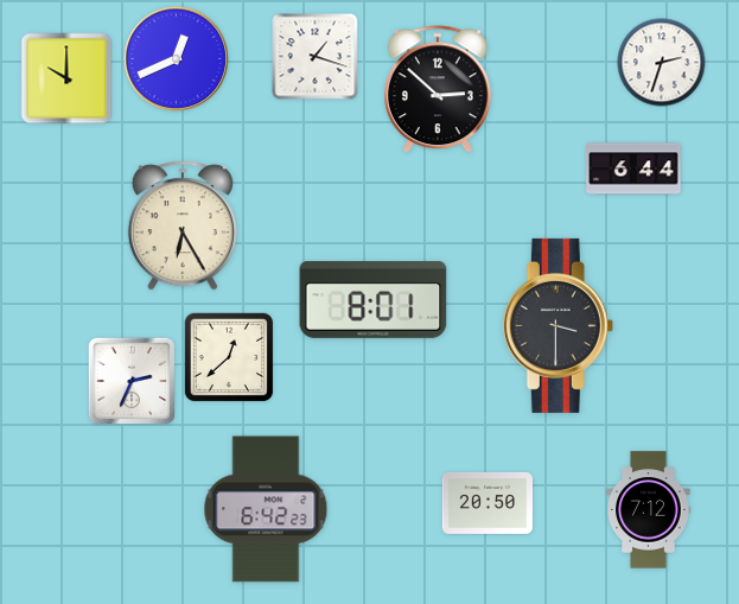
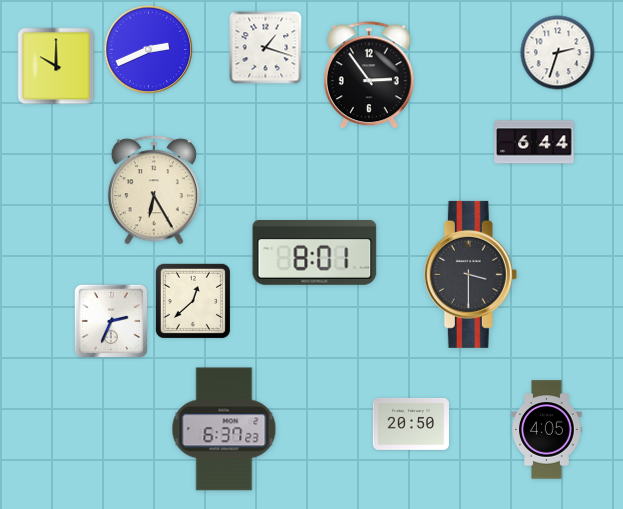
clock at (177, 59): 12:41 -> 2:41
clock at (438, 90): 2:52 -> 2:54
clock at (266, 509): 6:42 -> 6:37
clock at (649, 510): 7:12 -> 4:05
